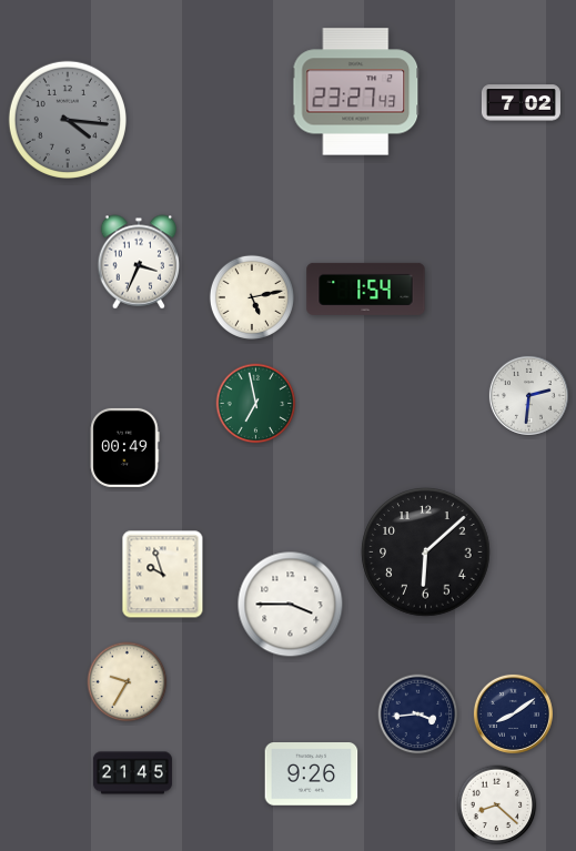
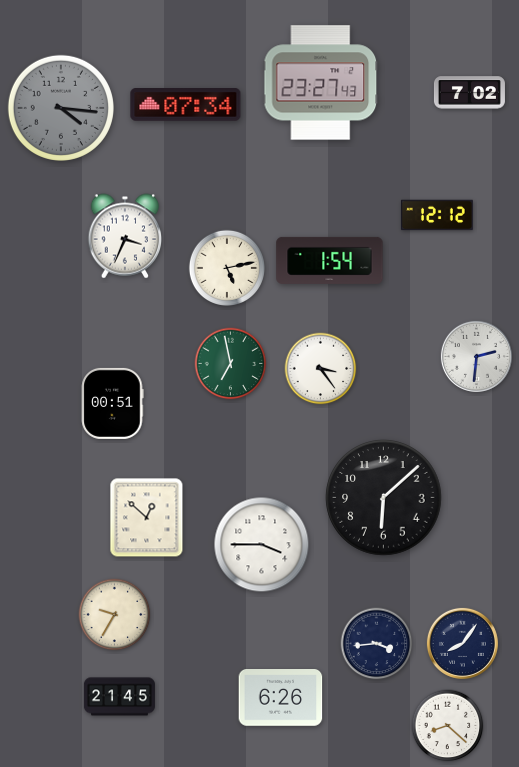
clock at (186, 105): none -> 07:34
clock at (437, 215): none -> 12:12
clock at (321, 369): none -> 3:24
clock at (124, 447): 00:49 -> 00:51
clock at (163, 575): 9:57 -> 12:52
clock at (513, 713): 8:09 -> 8:06
clock at (312, 774): 9:26 -> 6:26
